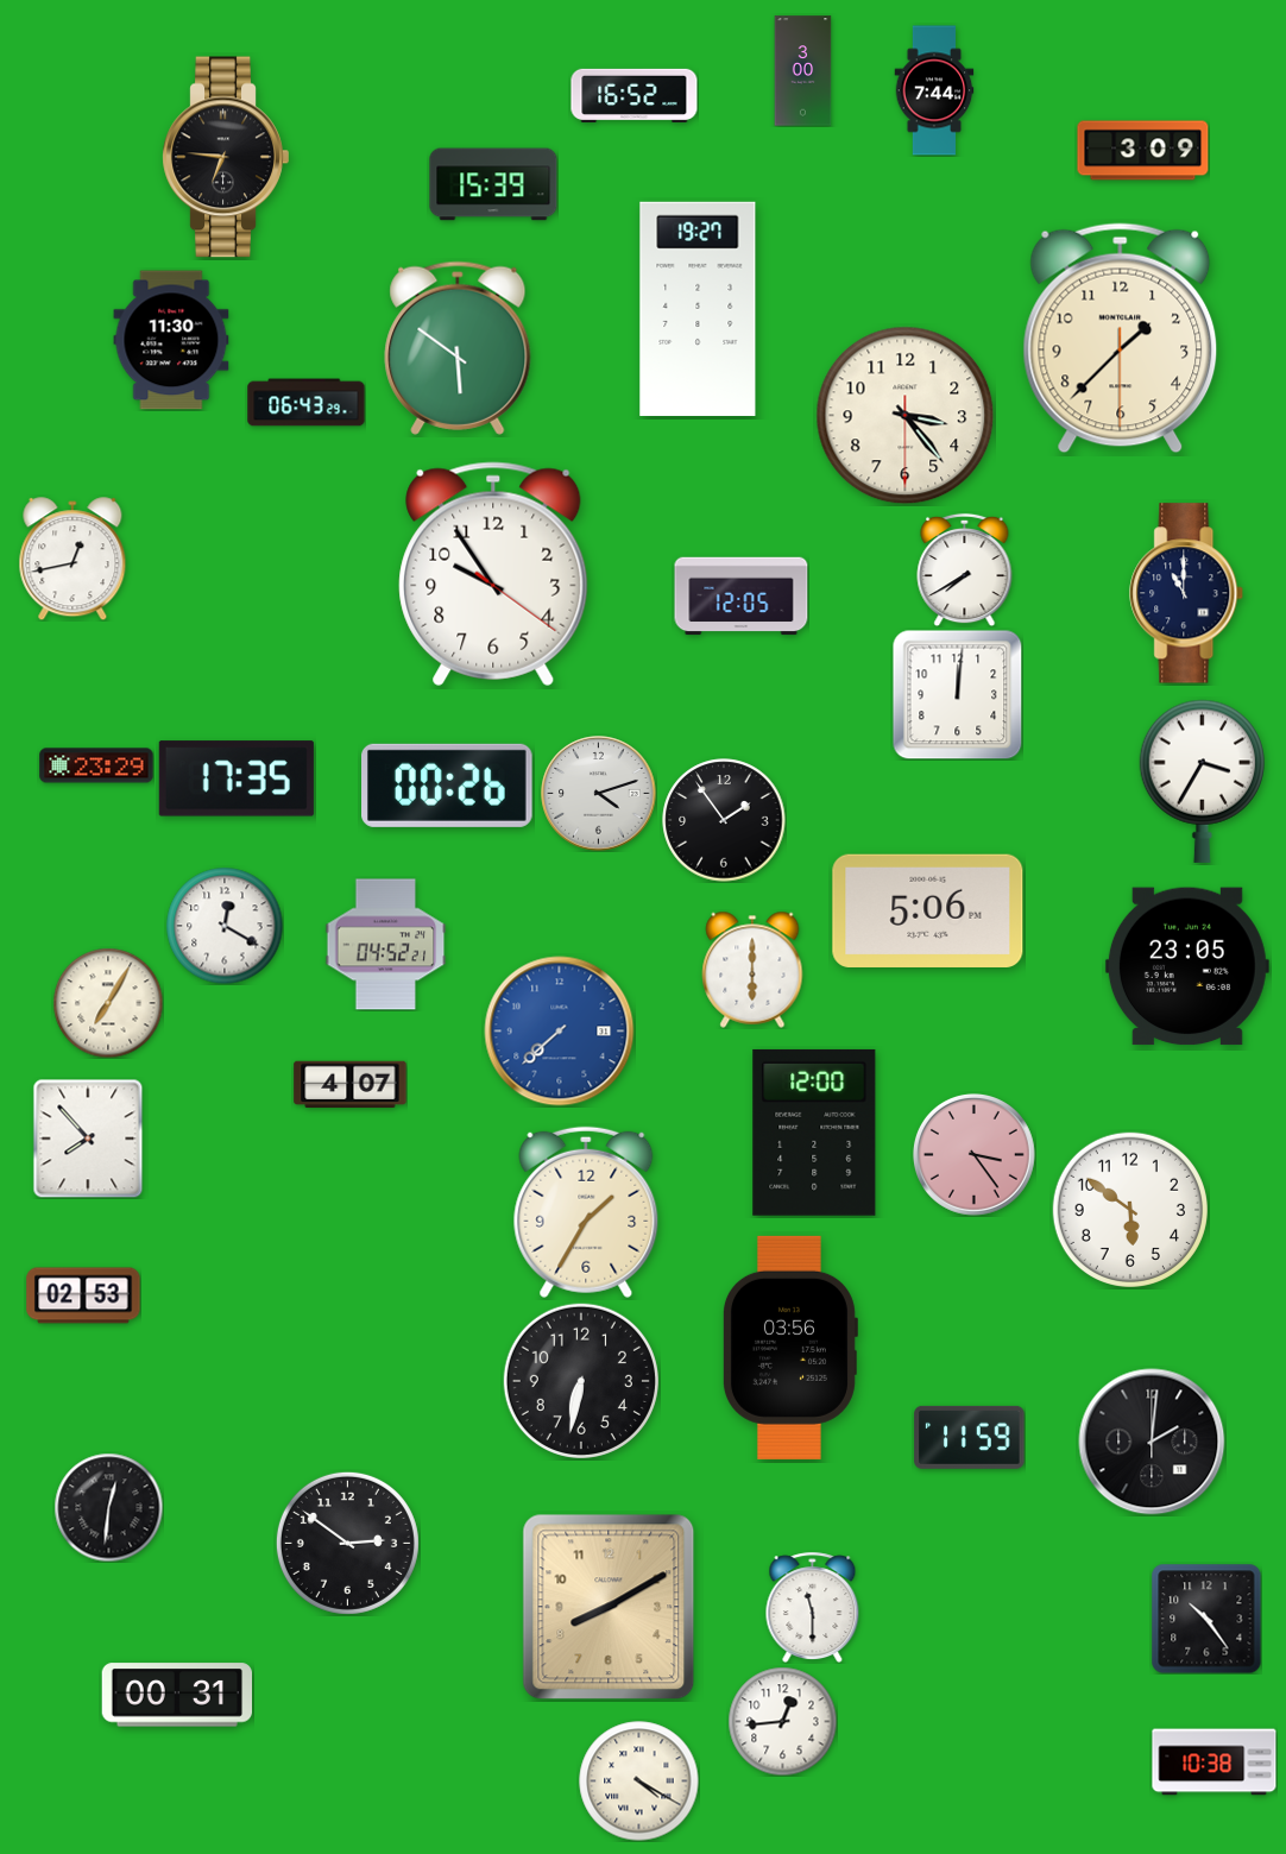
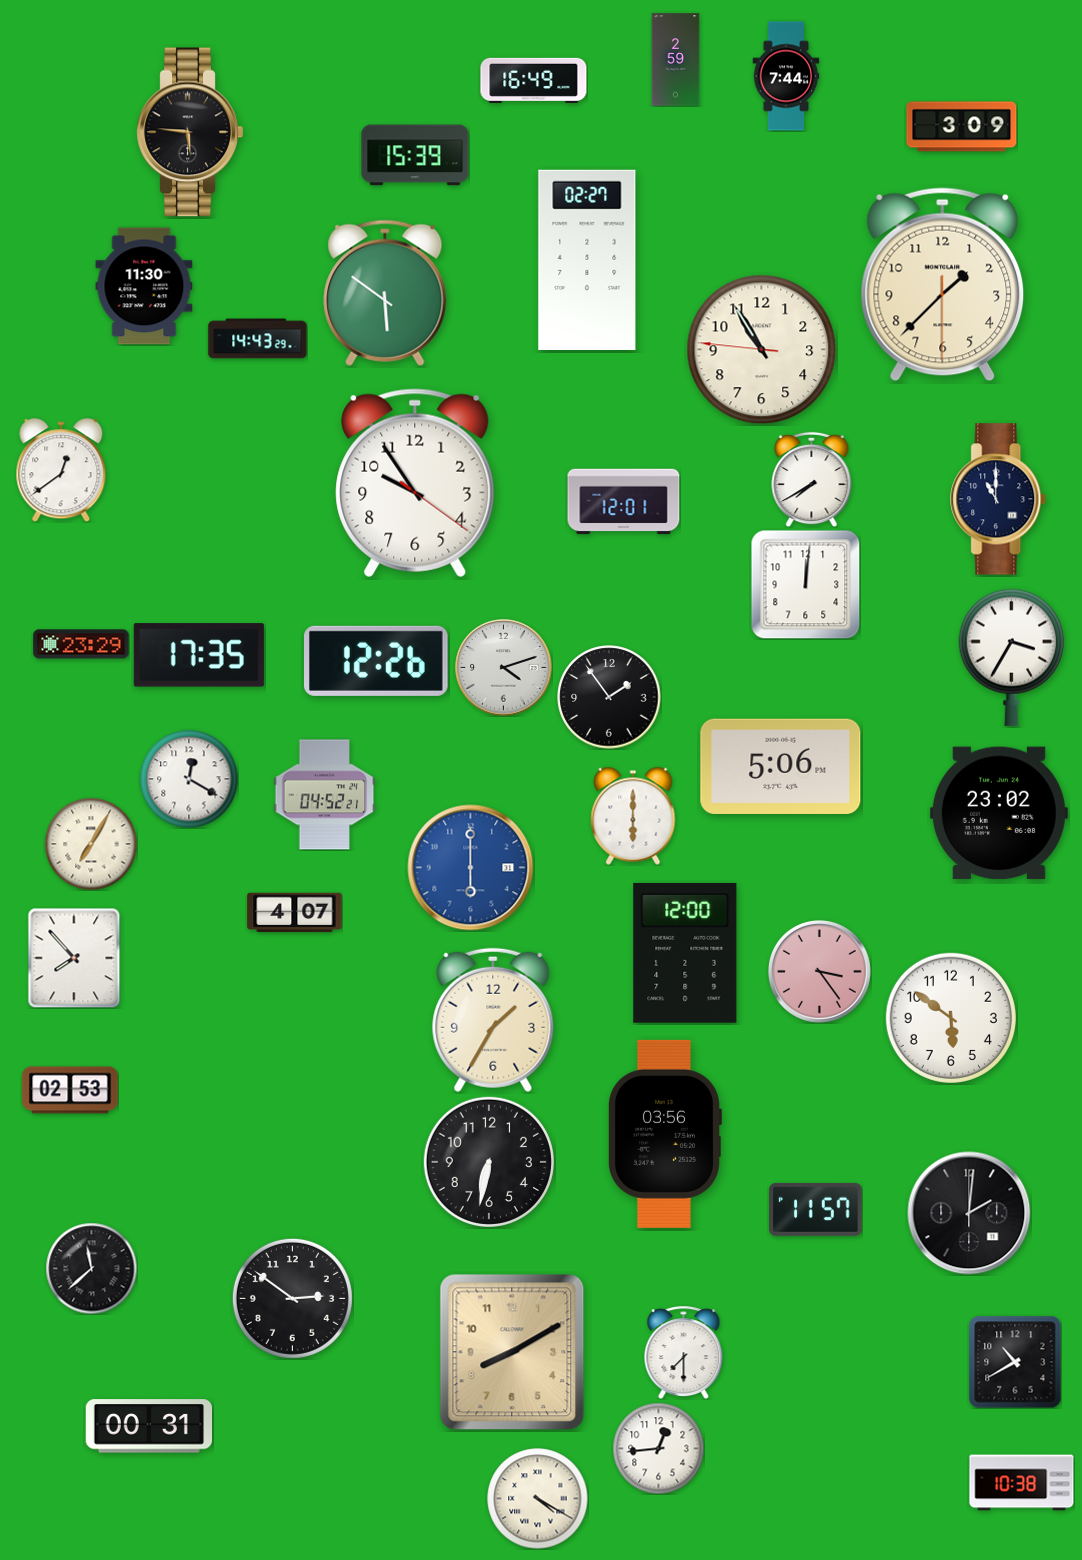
clock at (803, 71): 3:00 -> 2:59
clock at (635, 95): 16:52 -> 16:49
clock at (226, 157): 6:46 -> 5:46
clock at (698, 309): 19:27 -> 02:27
clock at (307, 403): 06:43 -> 14:43
clock at (906, 416): 3:23 -> 10:54
clock at (73, 559): 12:43 -> 12:39
clock at (742, 597): 12:05 -> 12:01
clock at (448, 786): 00:26 -> 12:26
clock at (724, 820) position: (724, 820) -> (609, 697)
clock at (1187, 966): 23:05 -> 23:02
clock at (560, 1032): 7:38 -> 6:00
clock at (970, 1437): 11:59 -> 11:57
clock at (108, 1507): 12:31 -> 11:38
clock at (813, 1607): 11:30 -> 7:30
clock at (1206, 1619): 10:24 -> 10:40
